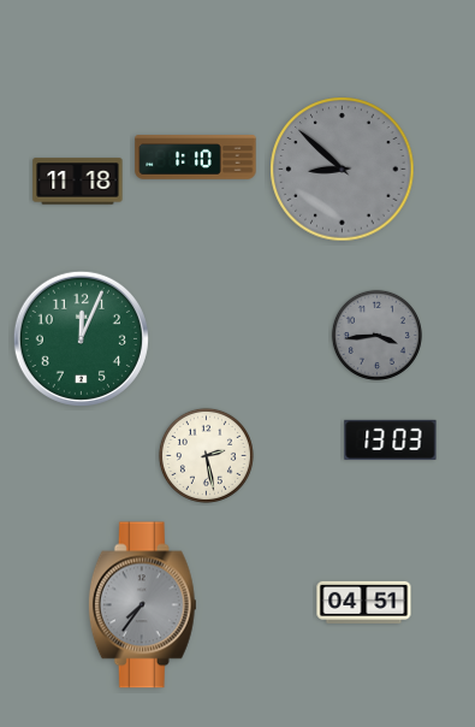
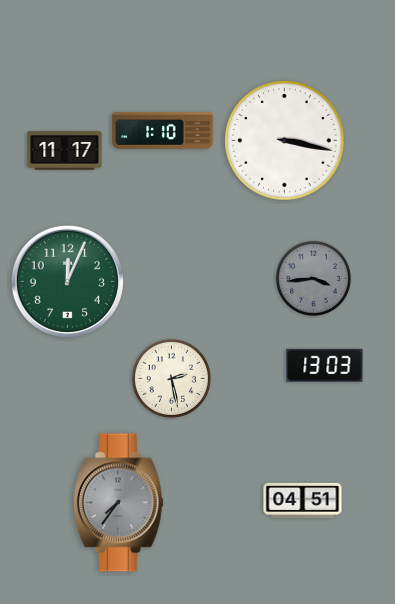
clock at (343, 170): 8:52 -> 3:17
clock at (343, 170) dial: grey -> white
clock at (78, 182): 11:18 -> 11:17
